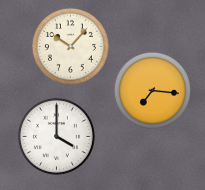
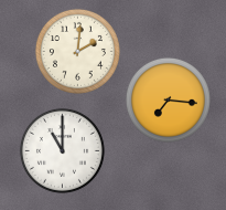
clock at (70, 46): 10:07 -> 2:01
clock at (56, 136): 4:00 -> 11:00
